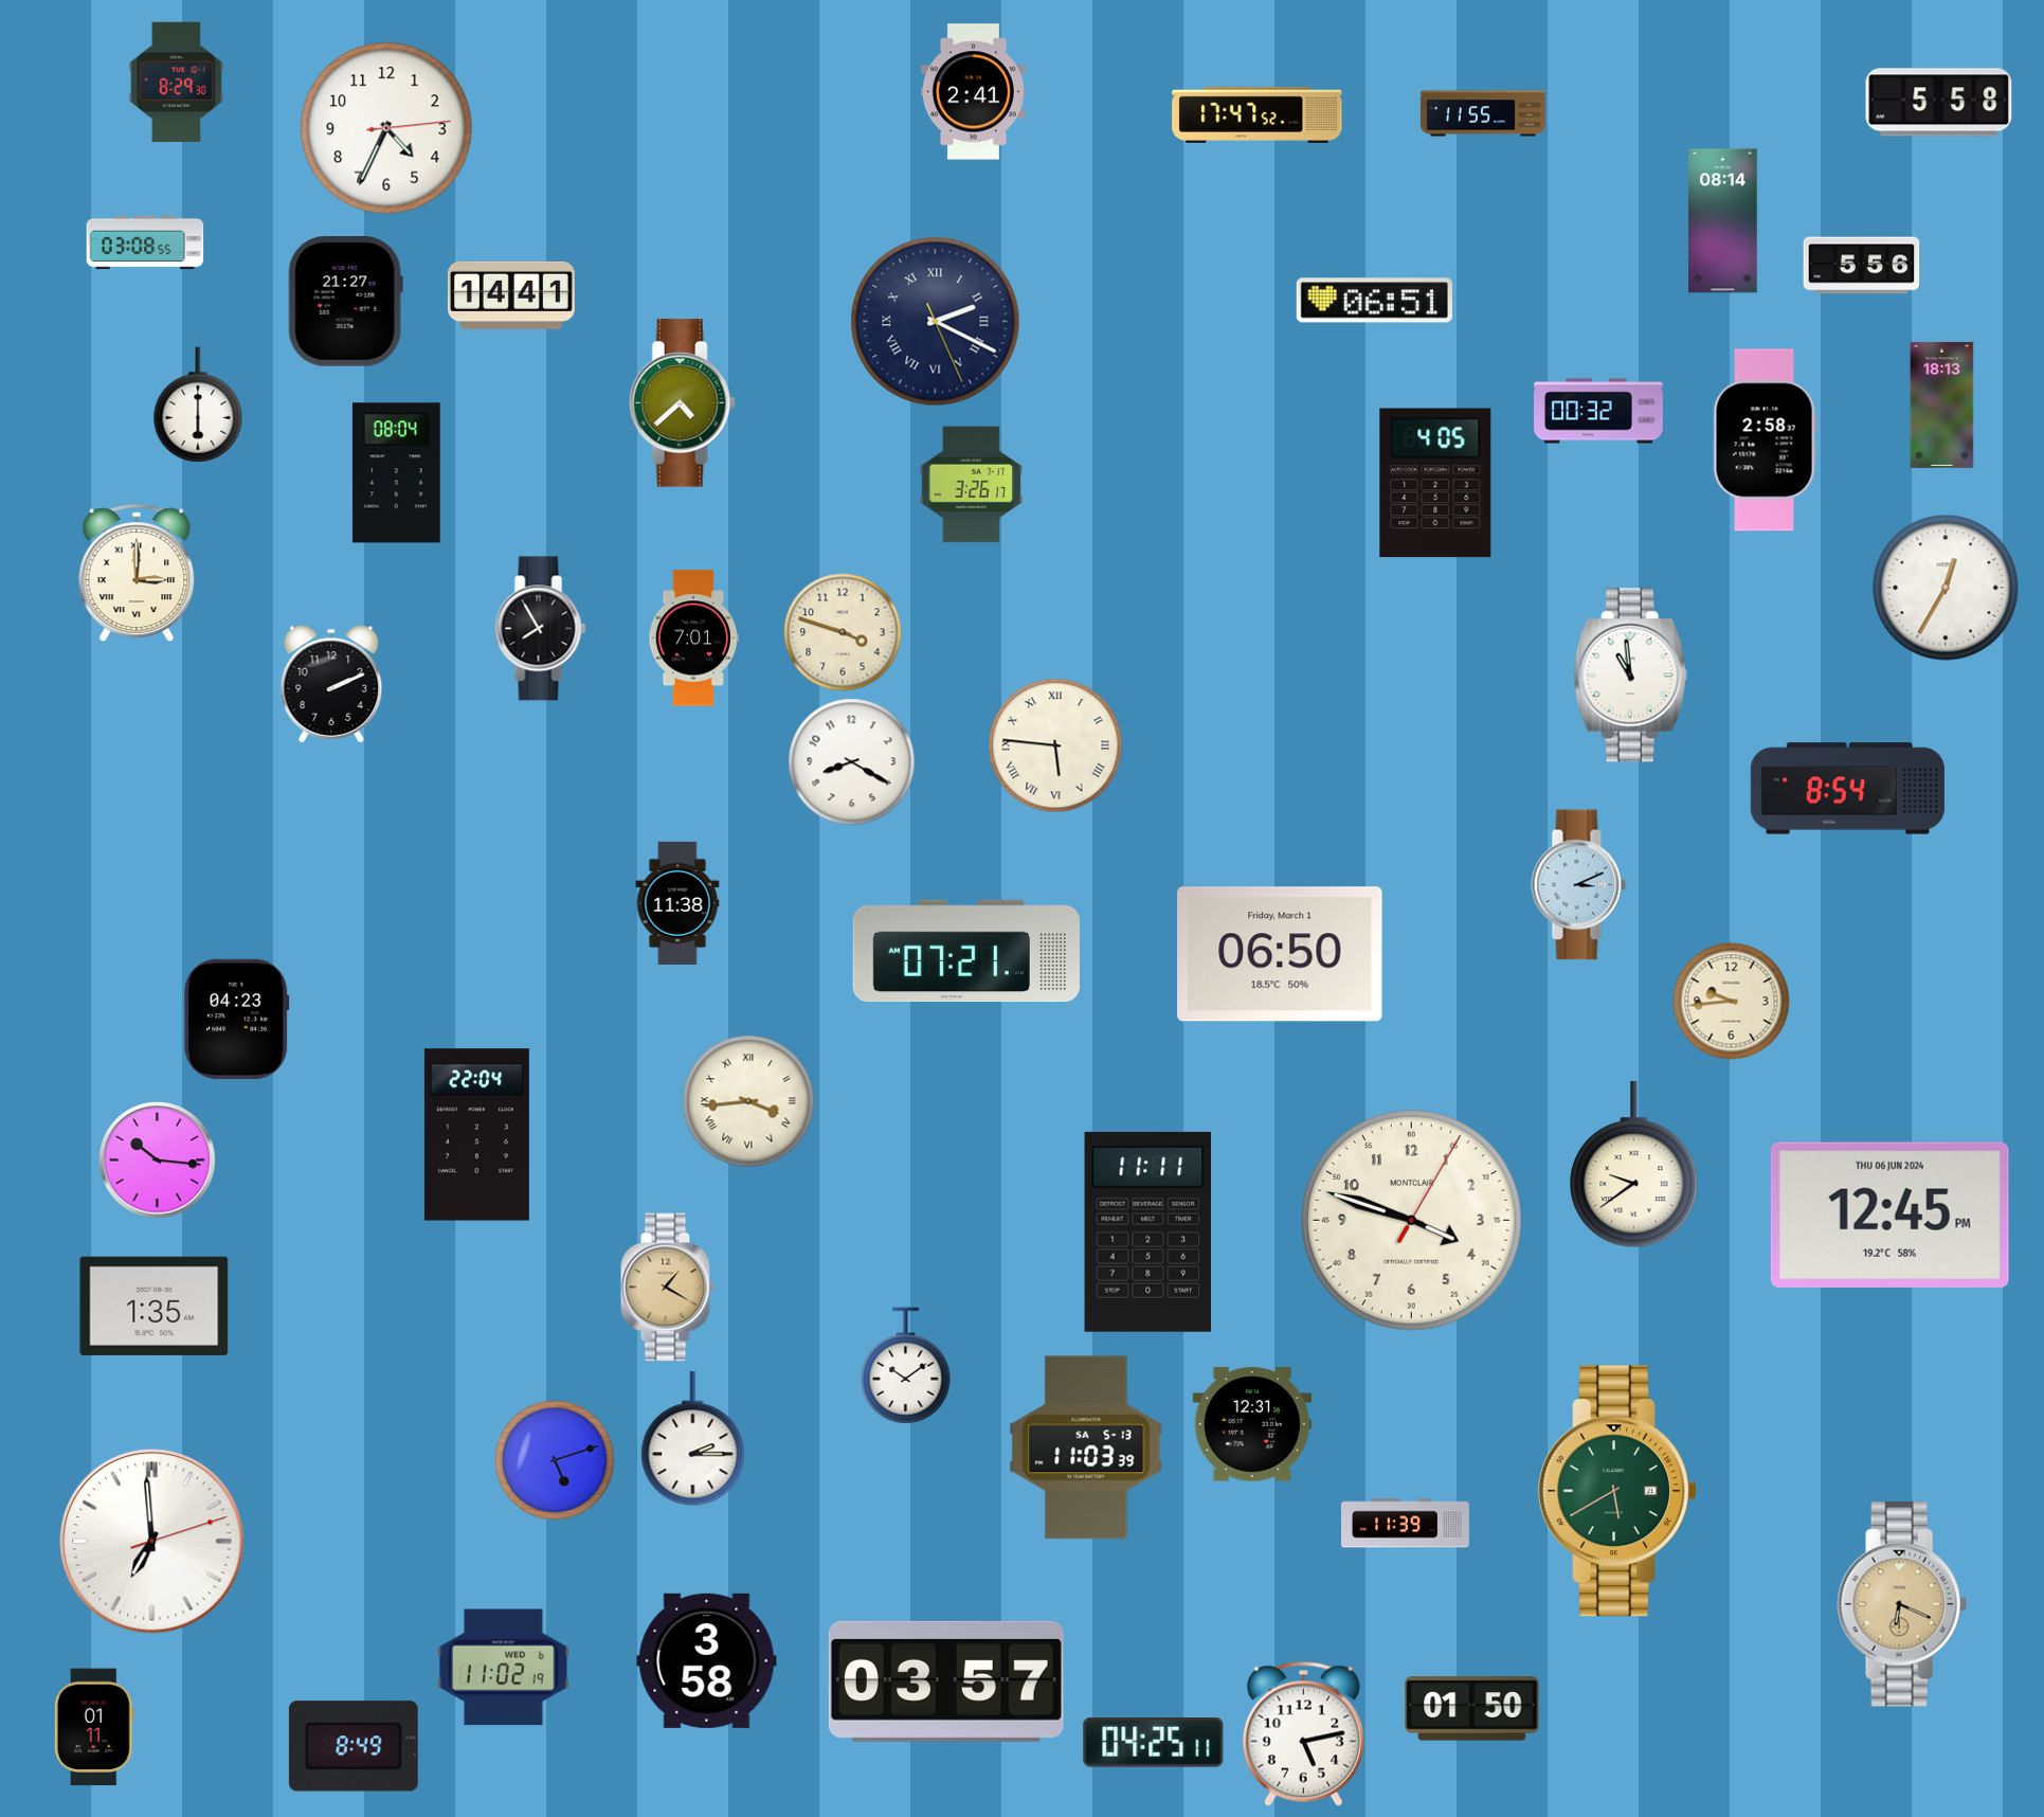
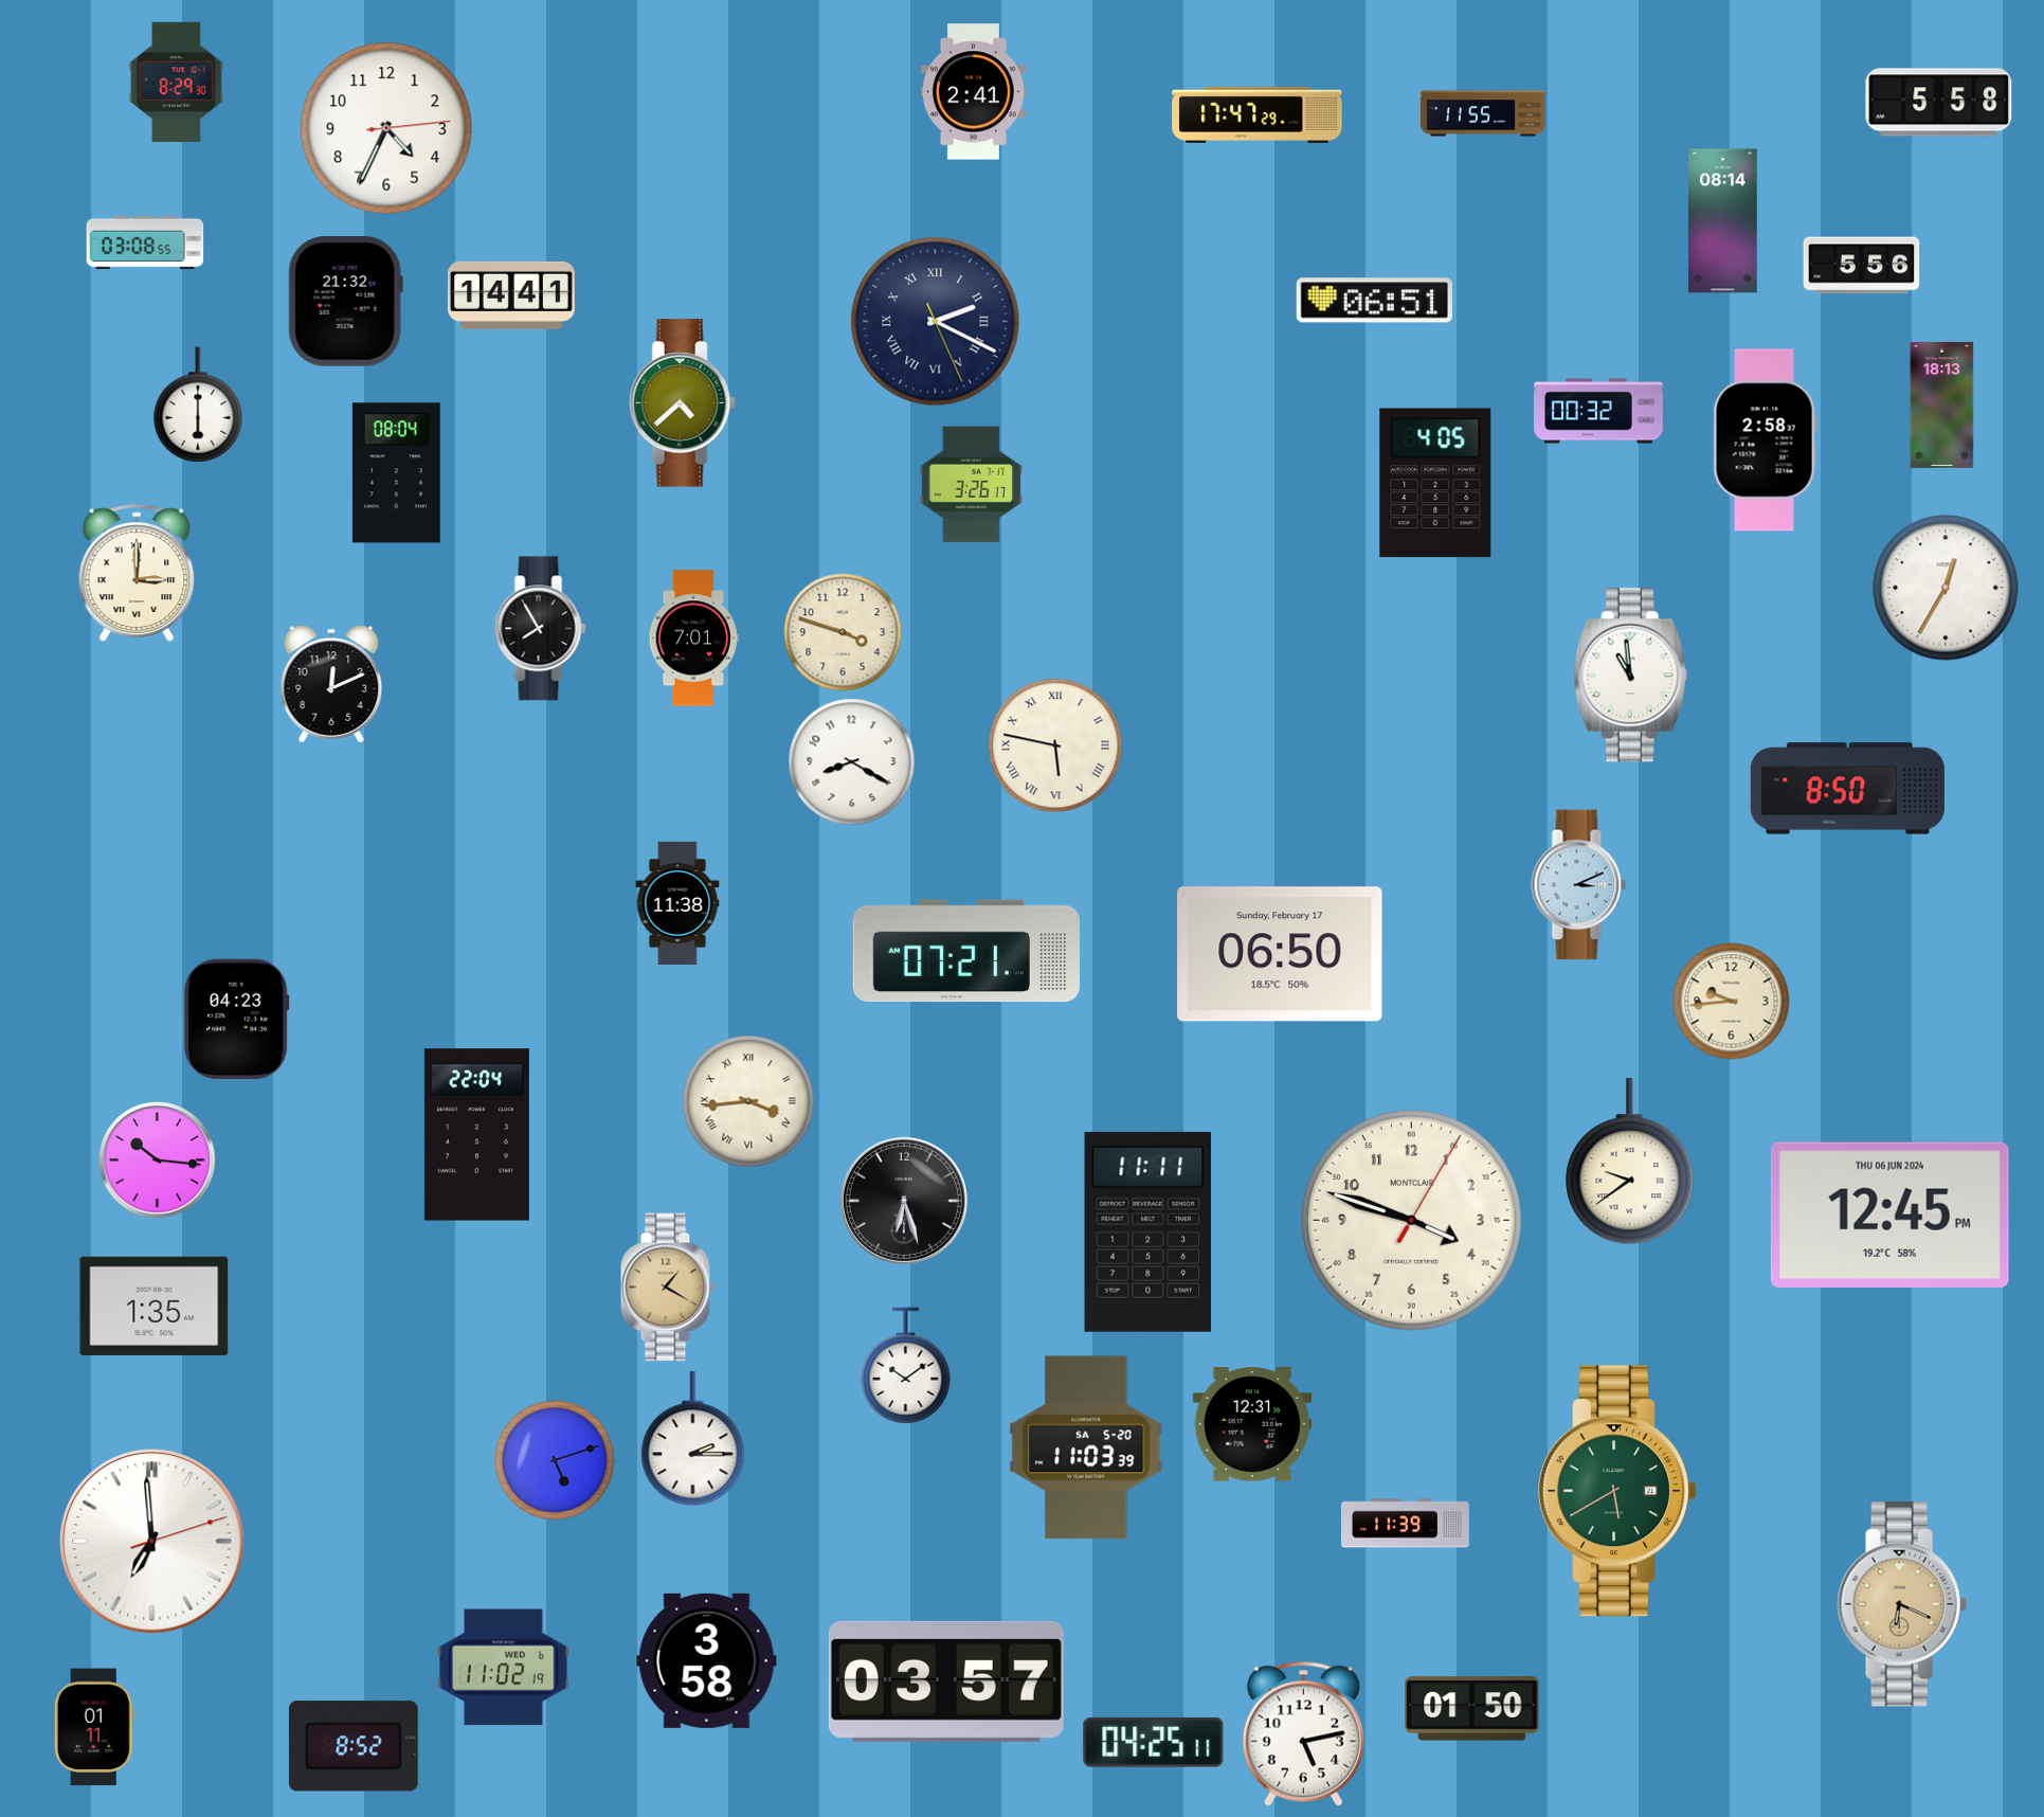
clock at (1258, 114): 17:47:52 -> 17:47:29
clock at (345, 302): 21:27 -> 21:32
clock at (331, 684): 2:11 -> 12:11
clock at (1055, 745): 5:46 -> 5:47
clock at (1847, 789): 8:54 -> 8:50
clock at (1280, 954) date: Friday, March 1 -> Sunday, February 17
clock at (1634, 1166) position: (1634, 1166) -> (1630, 1163)
clock at (904, 1201): none -> 6:27
clock at (1086, 1447) date: SA 5-13 -> SA 5-20
clock at (354, 1746): 8:49 -> 8:52
